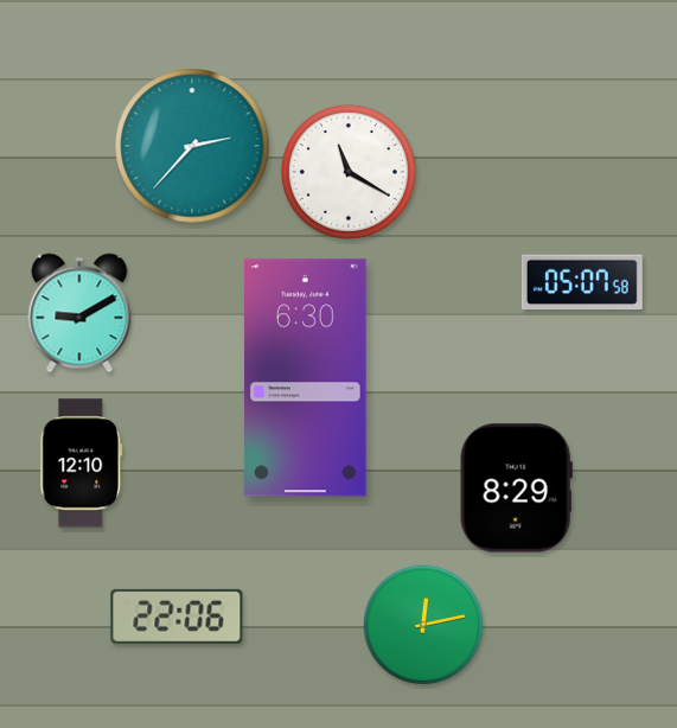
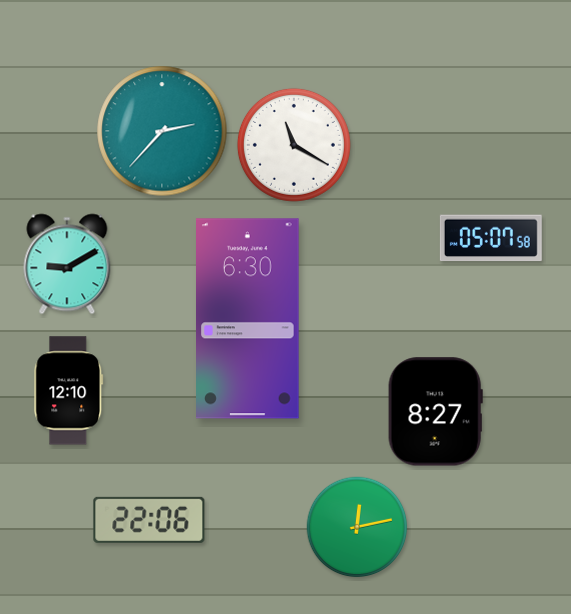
clock at (192, 146) position: (192, 146) -> (162, 131)
clock at (306, 378) position: (306, 378) -> (248, 319)
clock at (516, 488): 8:29 -> 8:27
